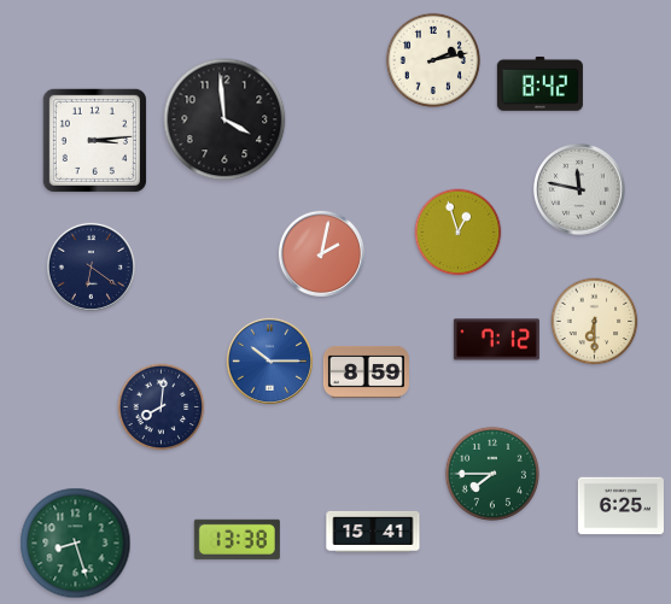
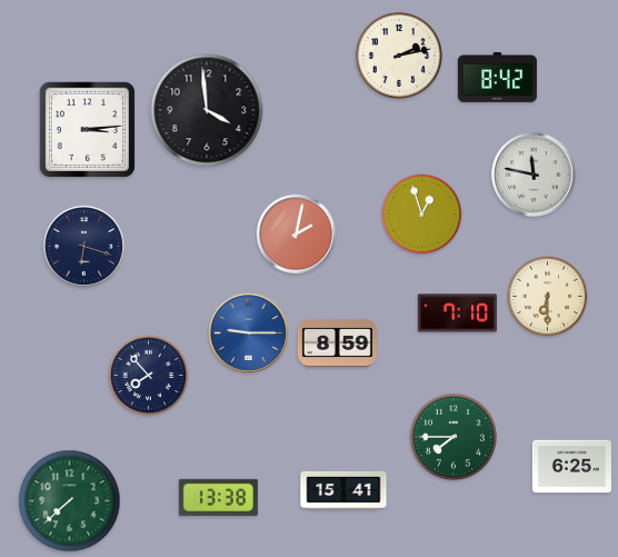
clock at (91, 266): 6:21 -> 6:18
clock at (496, 340): 7:12 -> 7:10
clock at (269, 360): 10:15 -> 9:15
clock at (162, 407): 8:01 -> 7:53
clock at (76, 544): 8:27 -> 7:38
